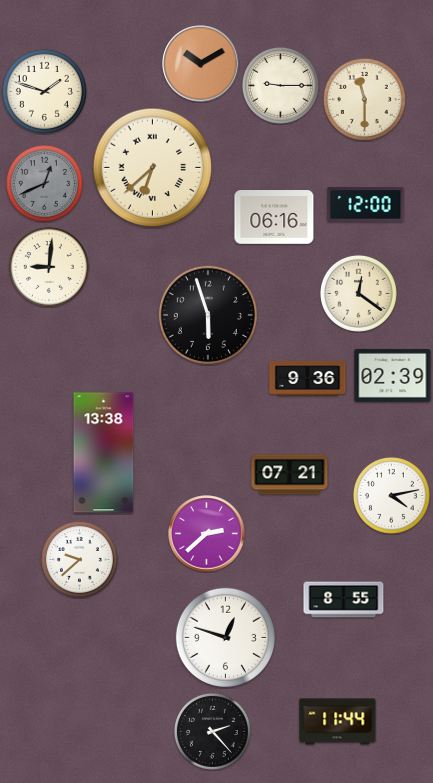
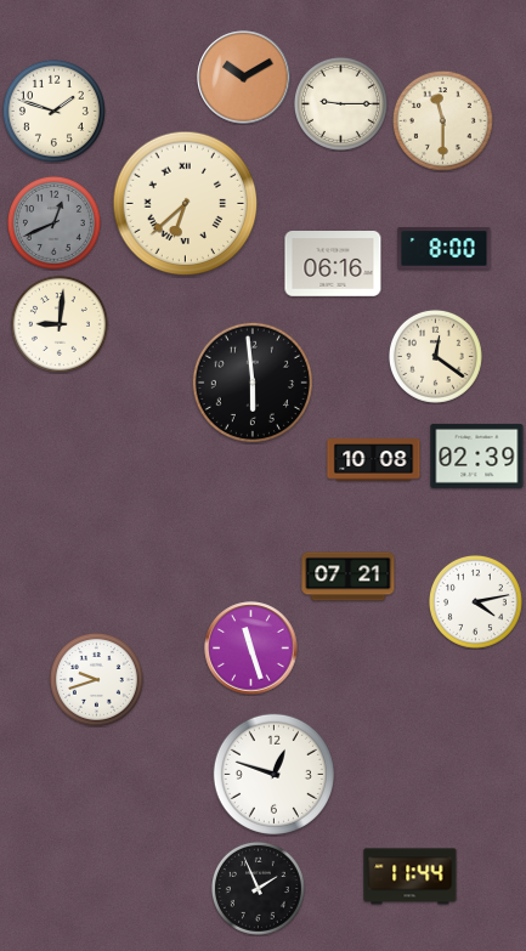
clock at (366, 205): 12:00 -> 8:00
clock at (208, 315): 5:57 -> 5:59
clock at (308, 379): 9:36 -> 10:08
clock at (104, 453): 13:38 -> none
clock at (290, 475) position: (290, 475) -> (349, 577)
clock at (207, 534): 2:38 -> 11:27
clock at (79, 559): 9:38 -> 9:42
clock at (344, 600): 8:55 -> none
clock at (212, 731): 2:23 -> 1:56
